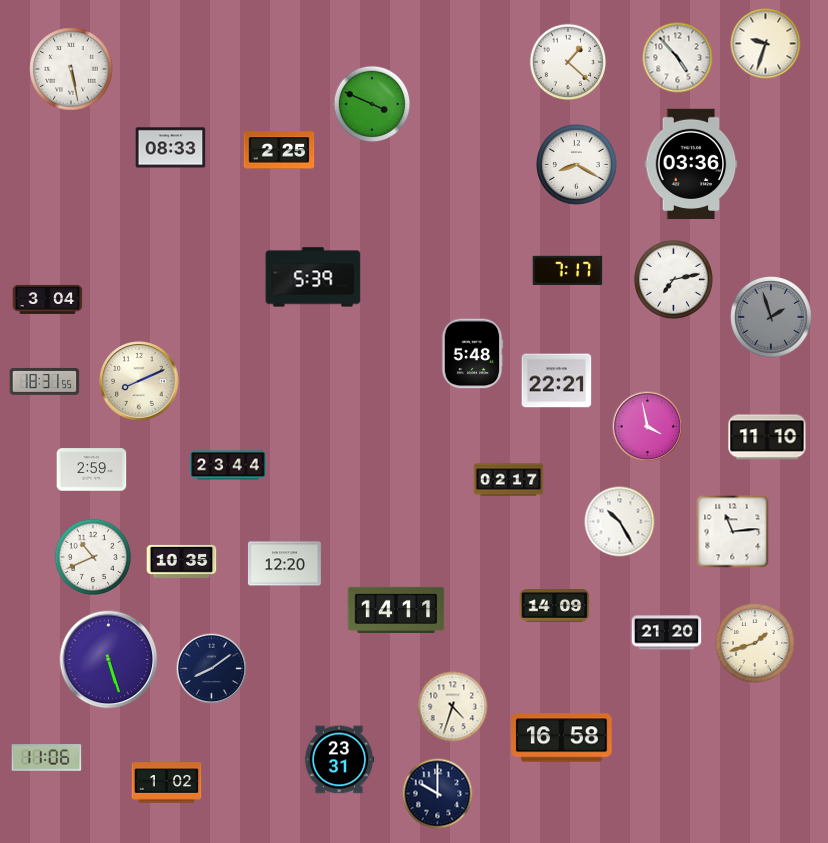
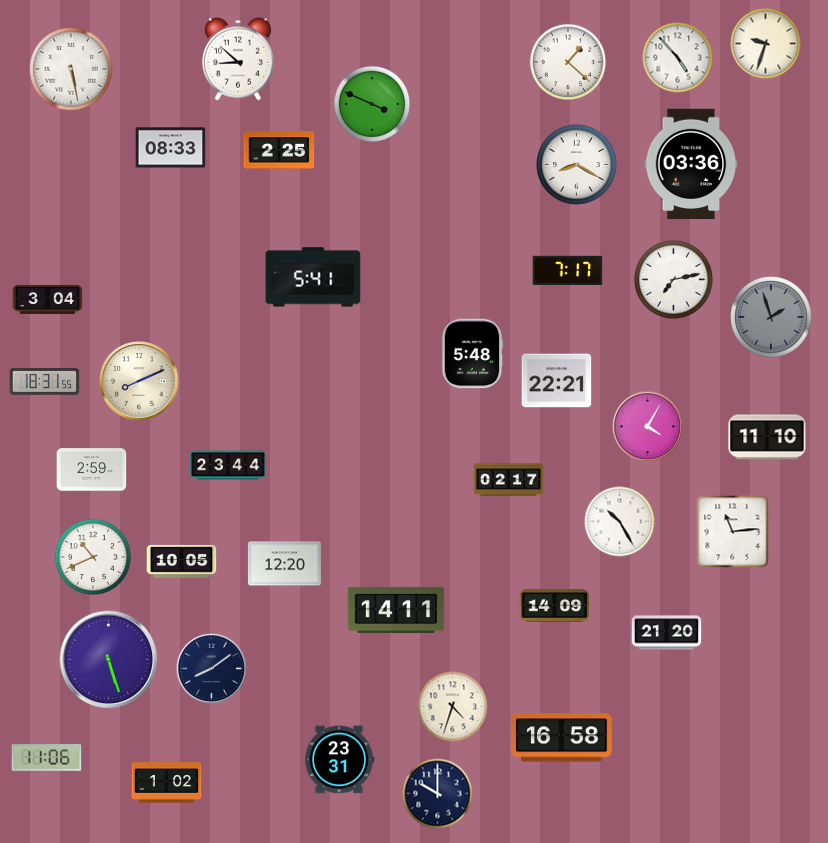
clock at (238, 59): none -> 8:52
clock at (313, 277): 5:39 -> 5:41
clock at (648, 427): 3:58 -> 4:05
clock at (182, 561): 10:35 -> 10:05
clock at (755, 643): 1:42 -> none
